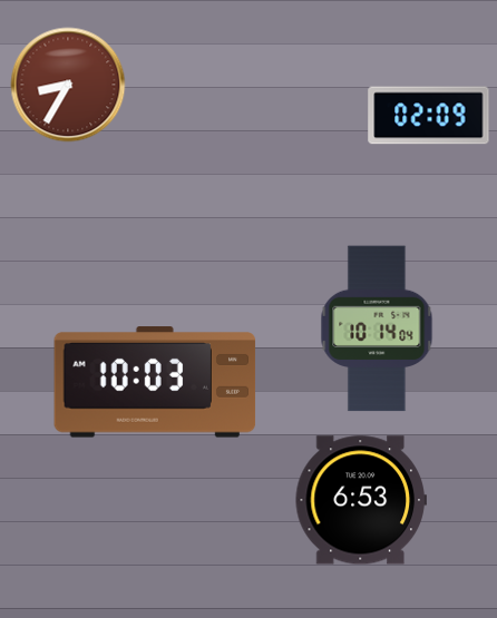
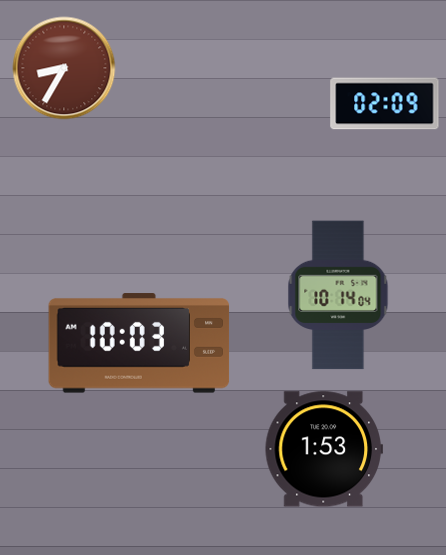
clock at (68, 85) position: (68, 85) -> (64, 68)
clock at (361, 500): 6:53 -> 1:53
